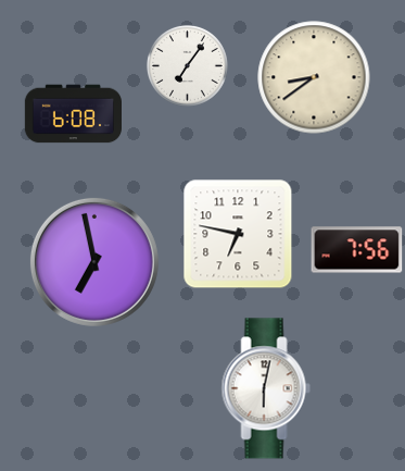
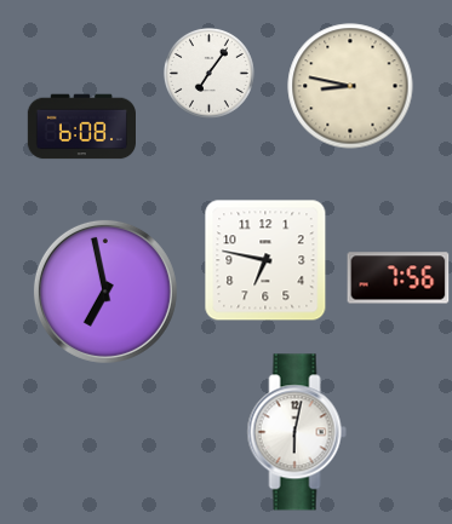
clock at (314, 77): 8:39 -> 8:47
